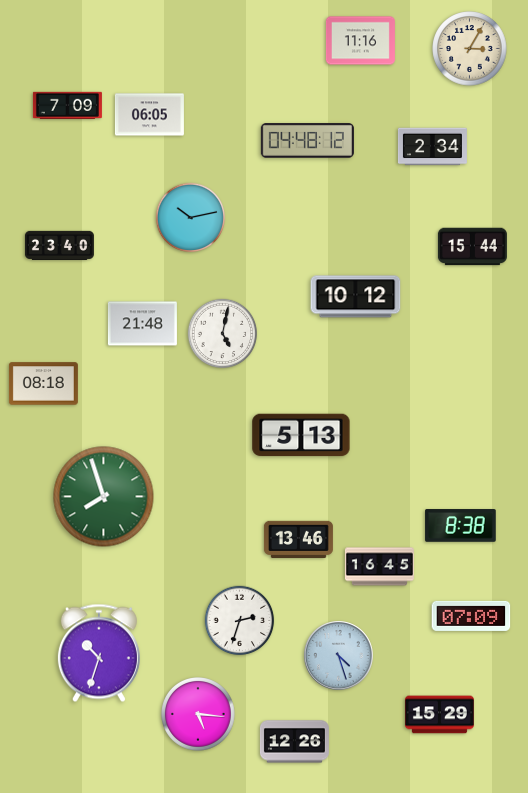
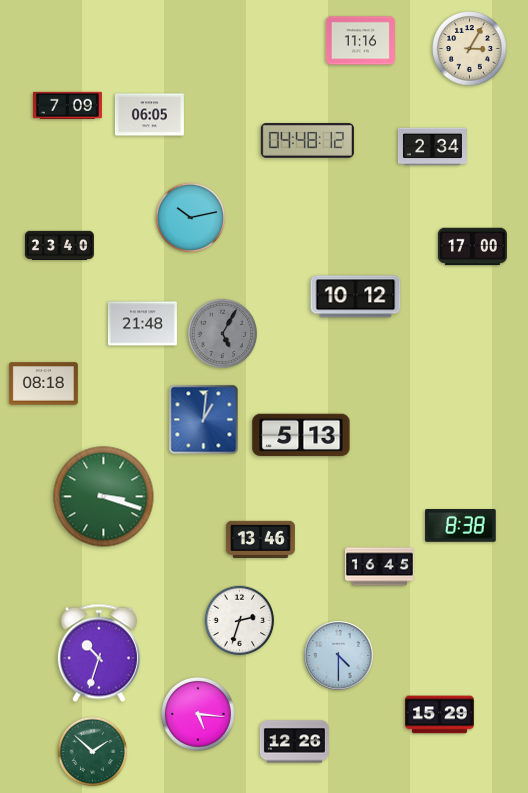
clock at (472, 247): 15:44 -> 17:00
clock at (223, 334): 5:02 -> 5:05
clock at (223, 334) dial: white -> grey
clock at (204, 420): none -> 1:01
clock at (104, 497): 7:57 -> 3:18
clock at (298, 539) position: (298, 539) -> (260, 539)
clock at (471, 616): 07:09 -> none
clock at (339, 656): 4:27 -> 4:30
clock at (93, 752): none -> 1:52
